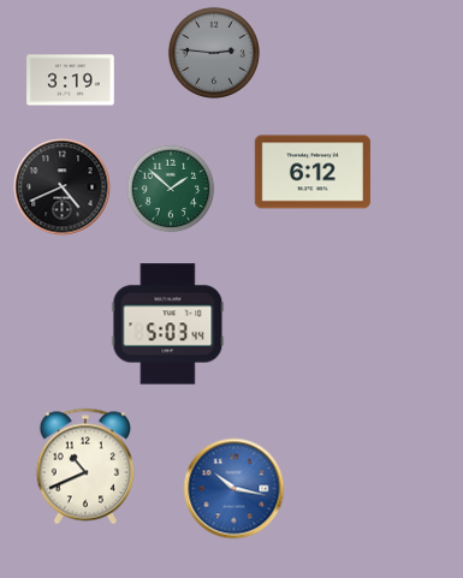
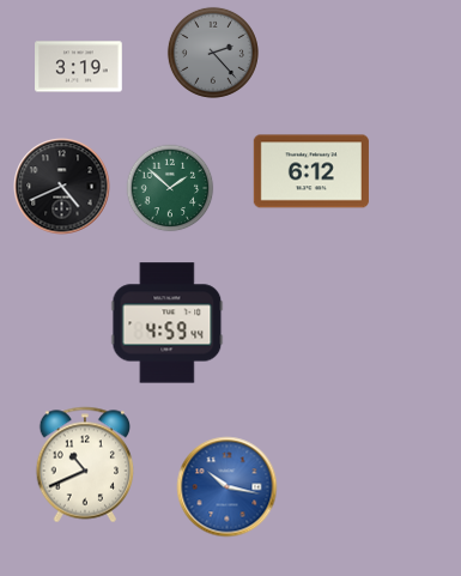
clock at (214, 53): 2:46 -> 2:23
clock at (71, 81) position: (71, 81) -> (79, 67)
clock at (168, 324): 5:03 -> 4:59
clock at (235, 489) position: (235, 489) -> (228, 487)
